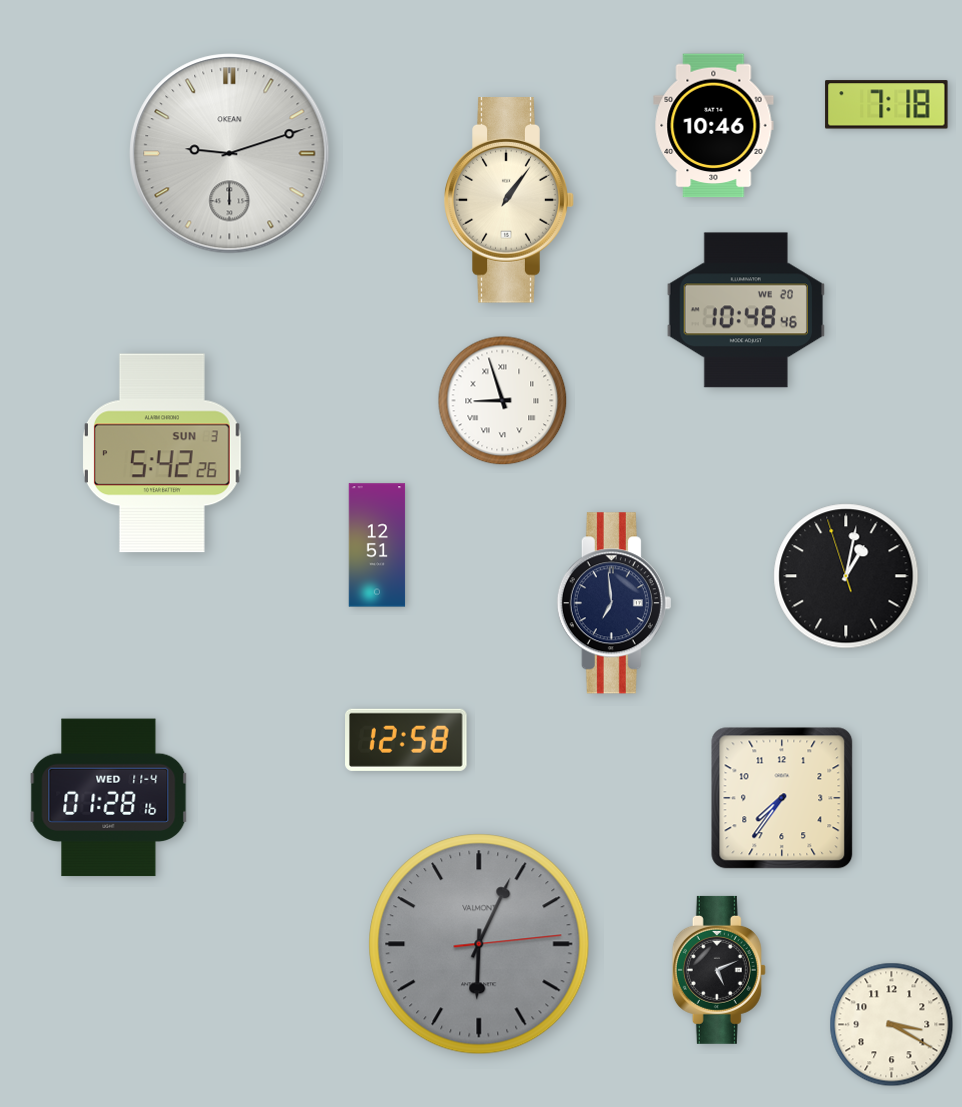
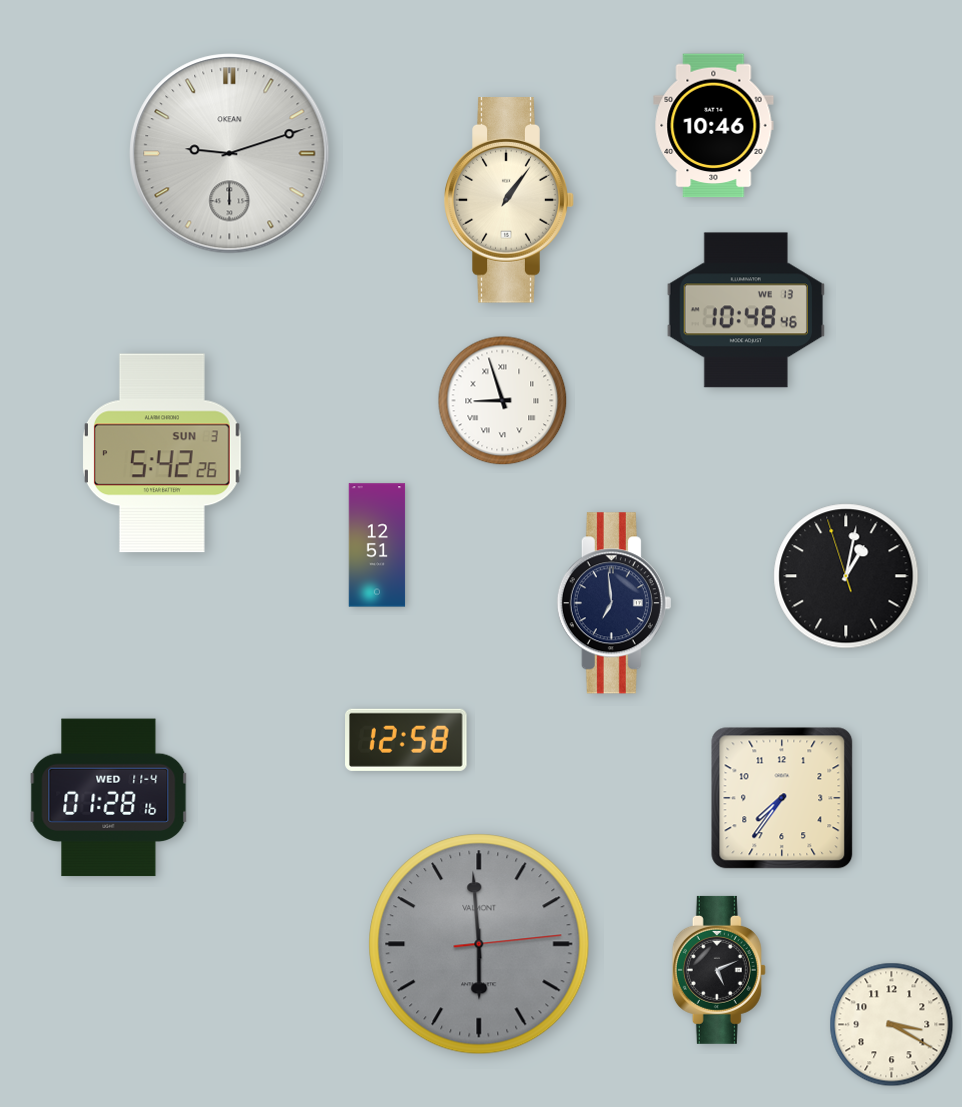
clock at (887, 105): 7:18 -> none
clock at (746, 310) date: WE 20 -> WE 13
clock at (479, 944): 6:04 -> 5:59
